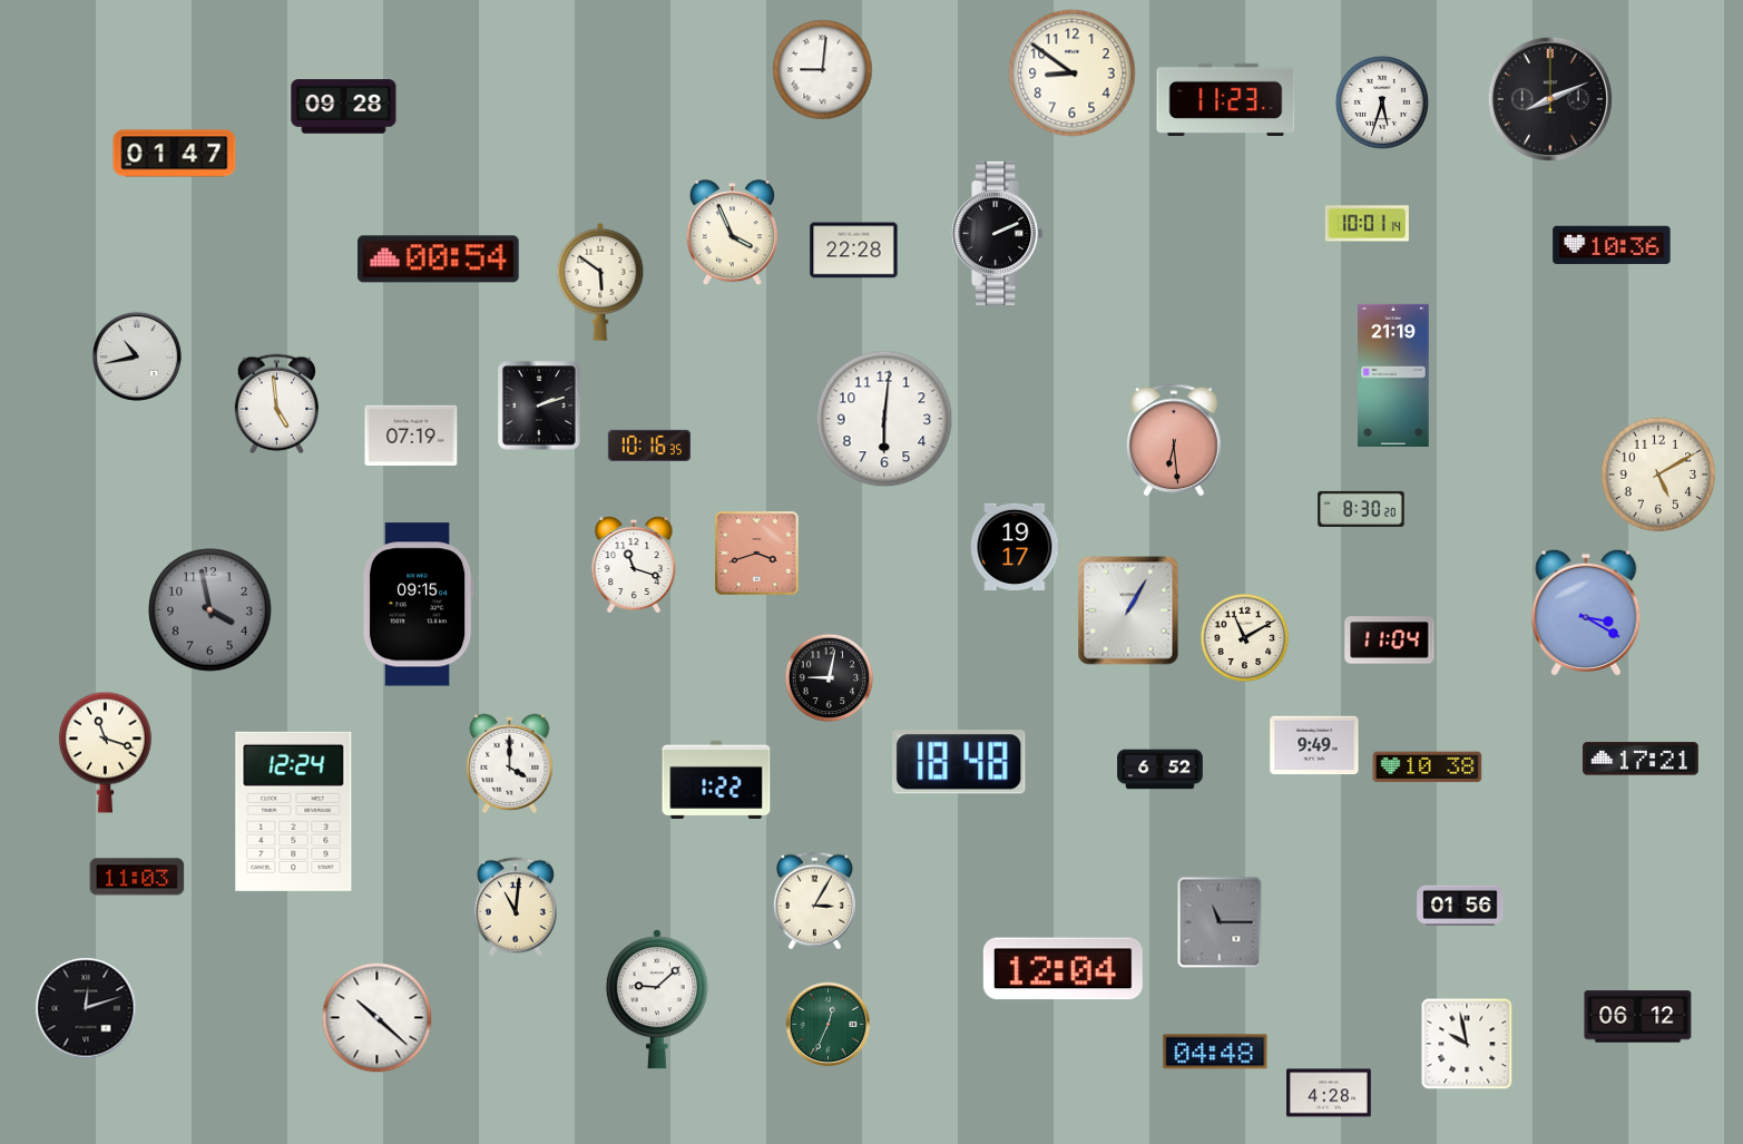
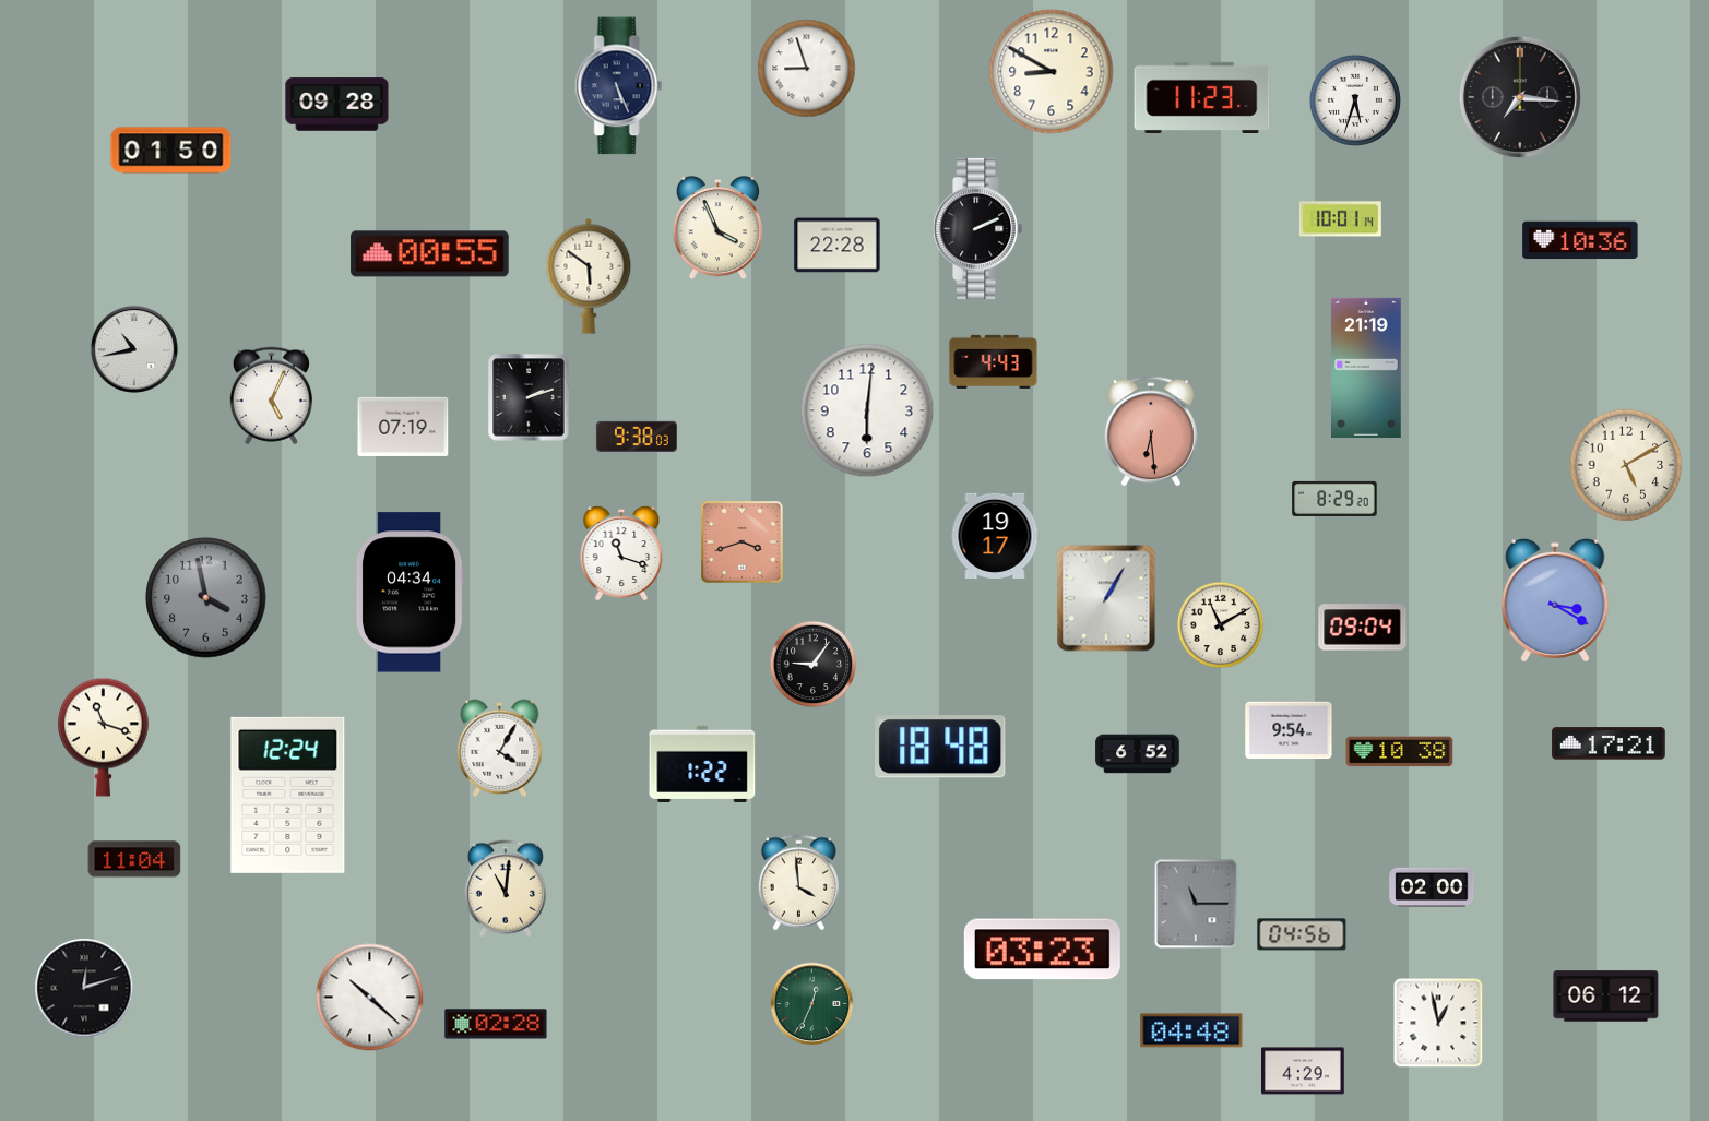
clock at (823, 70): 9:01 -> 8:57
clock at (1073, 74): 8:51 -> 8:50
clock at (619, 86): none -> 5:26
clock at (1550, 99): 8:11 -> 7:16
clock at (175, 154): 01:47 -> 01:50
clock at (439, 260): 00:54 -> 00:55
clock at (994, 361): none -> 4:43
clock at (276, 404): 4:59 -> 5:04
clock at (649, 446): 10:16 -> 9:38
clock at (1361, 509): 8:30 -> 8:29
clock at (418, 605): 09:15 -> 04:34
clock at (1390, 641): 11:04 -> 09:04
clock at (830, 678): 9:02 -> 9:06
clock at (1314, 745): 9:49 -> 9:54
clock at (510, 764): 4:00 -> 4:05
clock at (137, 877): 11:03 -> 11:04
clock at (814, 901): 3:05 -> 3:59
clock at (1460, 905): 01:56 -> 02:00
clock at (1302, 934): none -> 04:56
clock at (1063, 969): 12:04 -> 03:23
clock at (657, 999): 9:08 -> none
clock at (1467, 1044): 9:58 -> 12:58
clock at (496, 1024): none -> 02:28
clock at (1330, 1093): 4:28 -> 4:29
